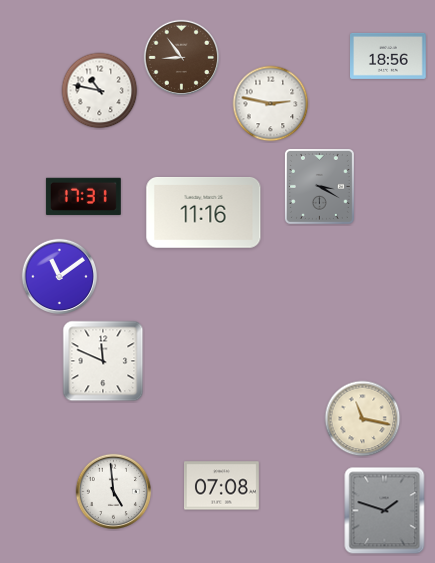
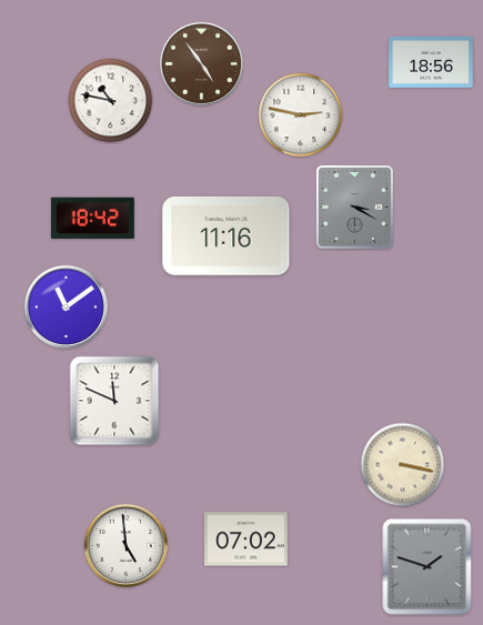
clock at (182, 58): 8:54 -> 4:54
clock at (83, 196): 17:31 -> 18:42
clock at (363, 419): 11:17 -> 3:17
clock at (221, 486): 07:08 -> 07:02
